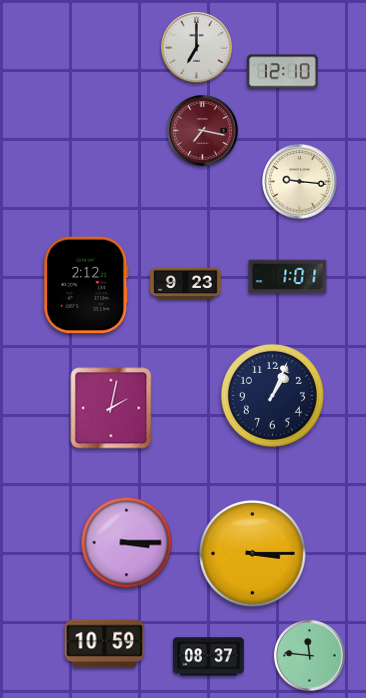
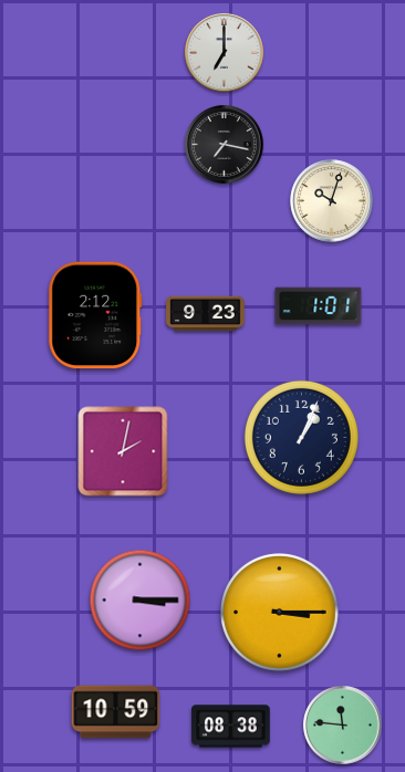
clock at (197, 48) position: (197, 48) -> (225, 53)
clock at (283, 72): 12:10 -> none
clock at (203, 131) dial: burgundy -> black
clock at (300, 182): 9:16 -> 10:03
clock at (209, 657): 08:37 -> 08:38
